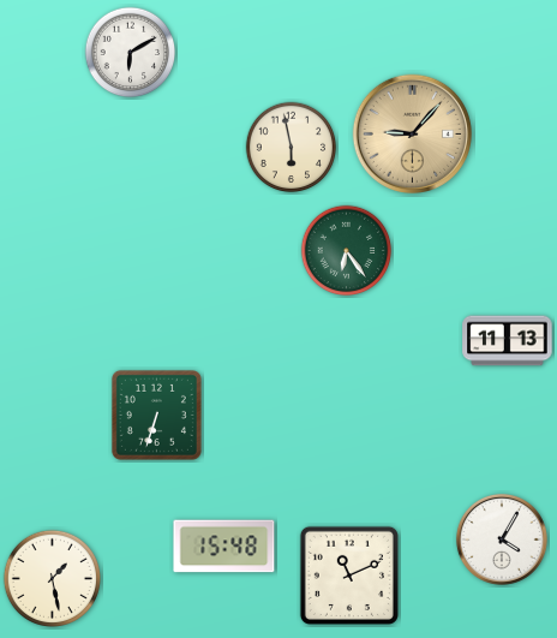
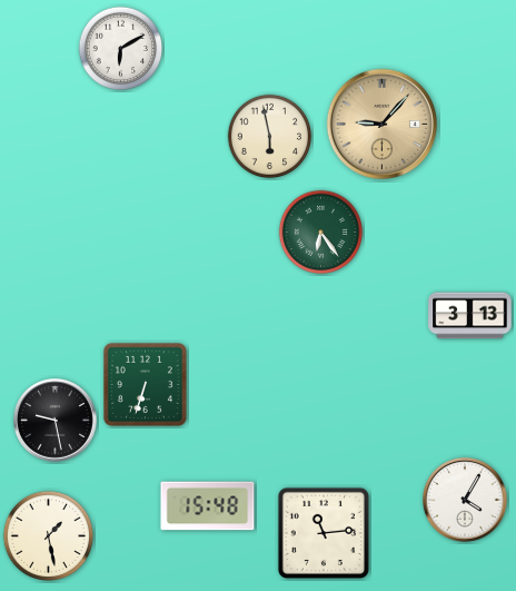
clock at (508, 341): 11:13 -> 3:13
clock at (54, 420): none -> 9:28
clock at (349, 576): 11:11 -> 11:14
